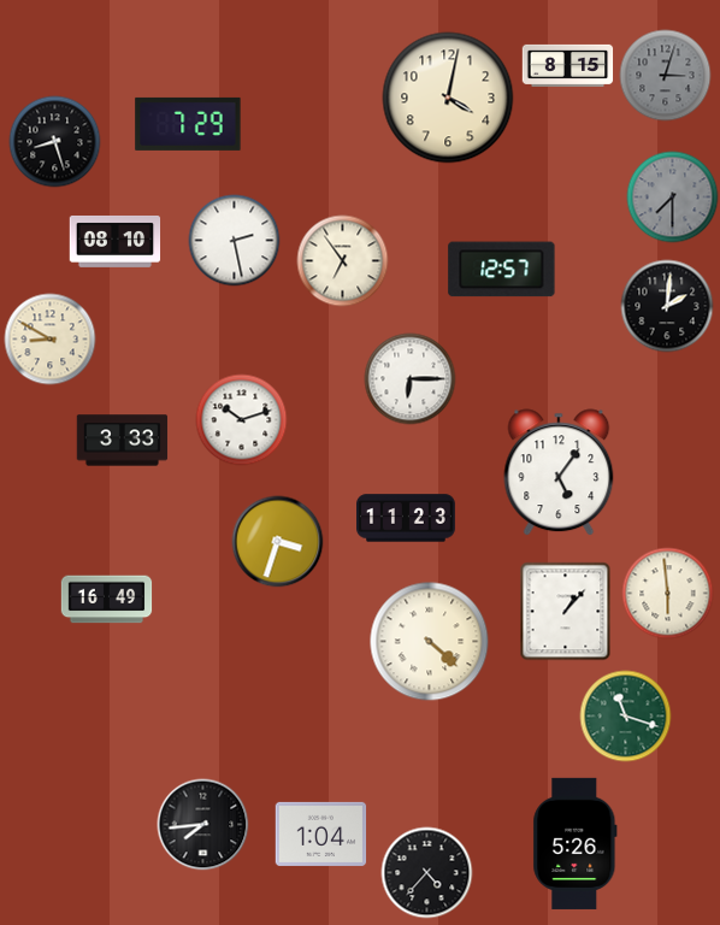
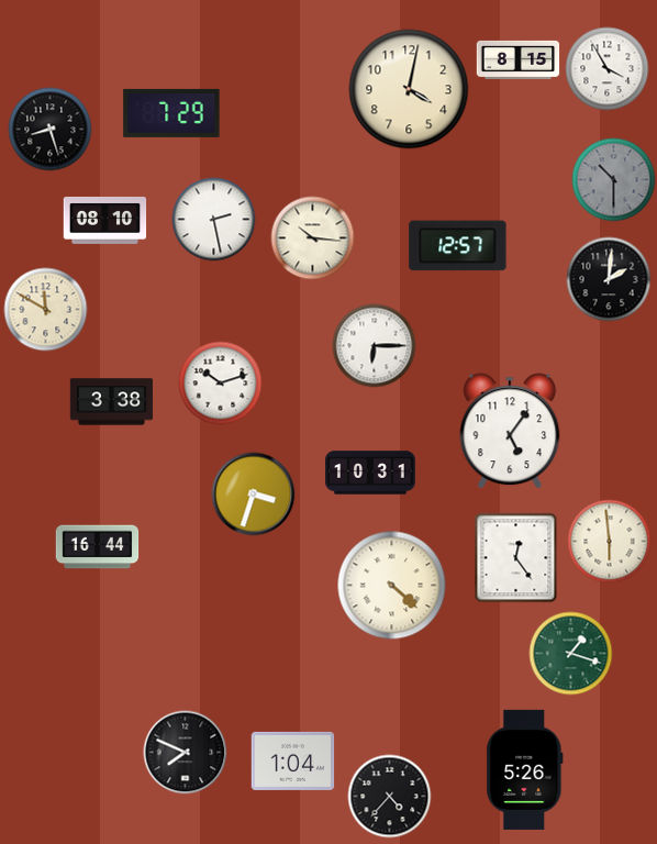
clock at (666, 76): 3:03 -> 3:55
clock at (666, 76) dial: grey -> white
clock at (673, 198): 7:30 -> 10:30
clock at (343, 261): 6:54 -> 10:16
clock at (51, 340): 8:50 -> 11:50
clock at (123, 441): 3:33 -> 3:38
clock at (407, 518): 11:23 -> 10:31
clock at (107, 600): 16:49 -> 16:44
clock at (566, 612): 1:07 -> 12:24
clock at (626, 717): 11:18 -> 1:18
clock at (203, 825): 7:44 -> 7:49
